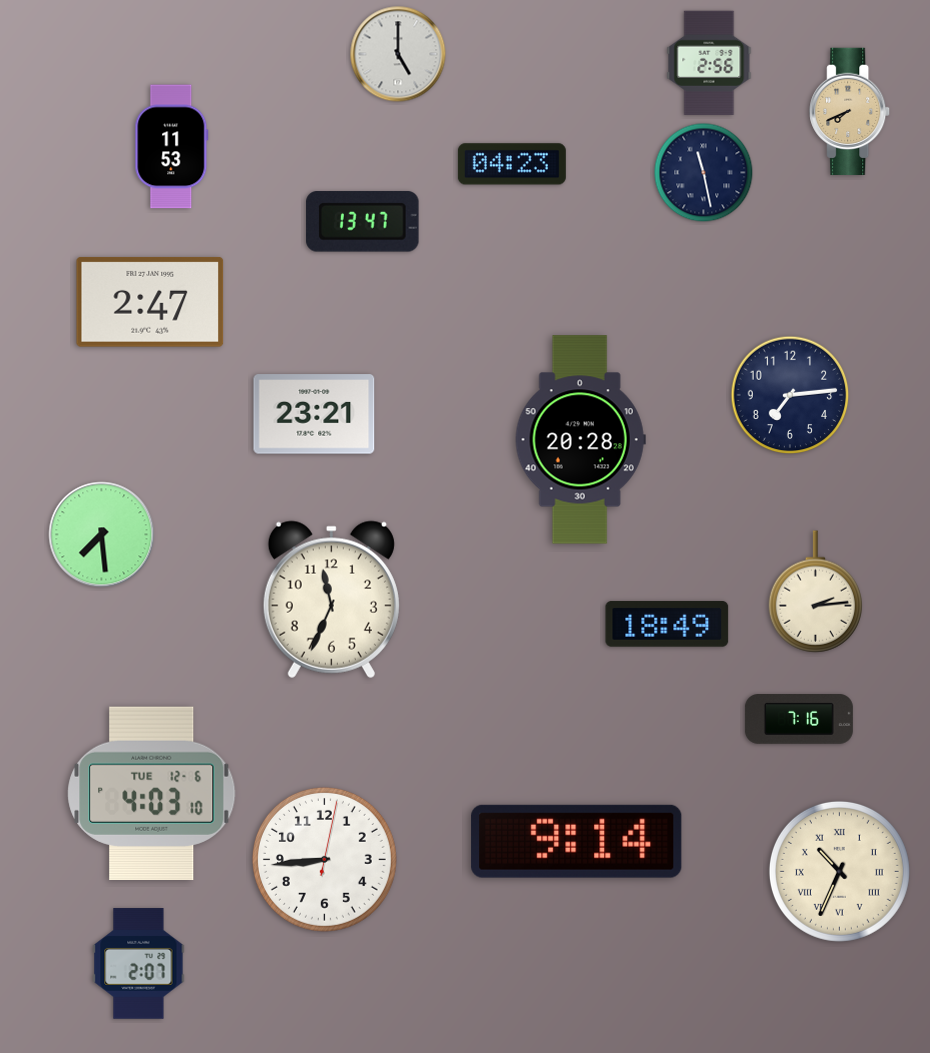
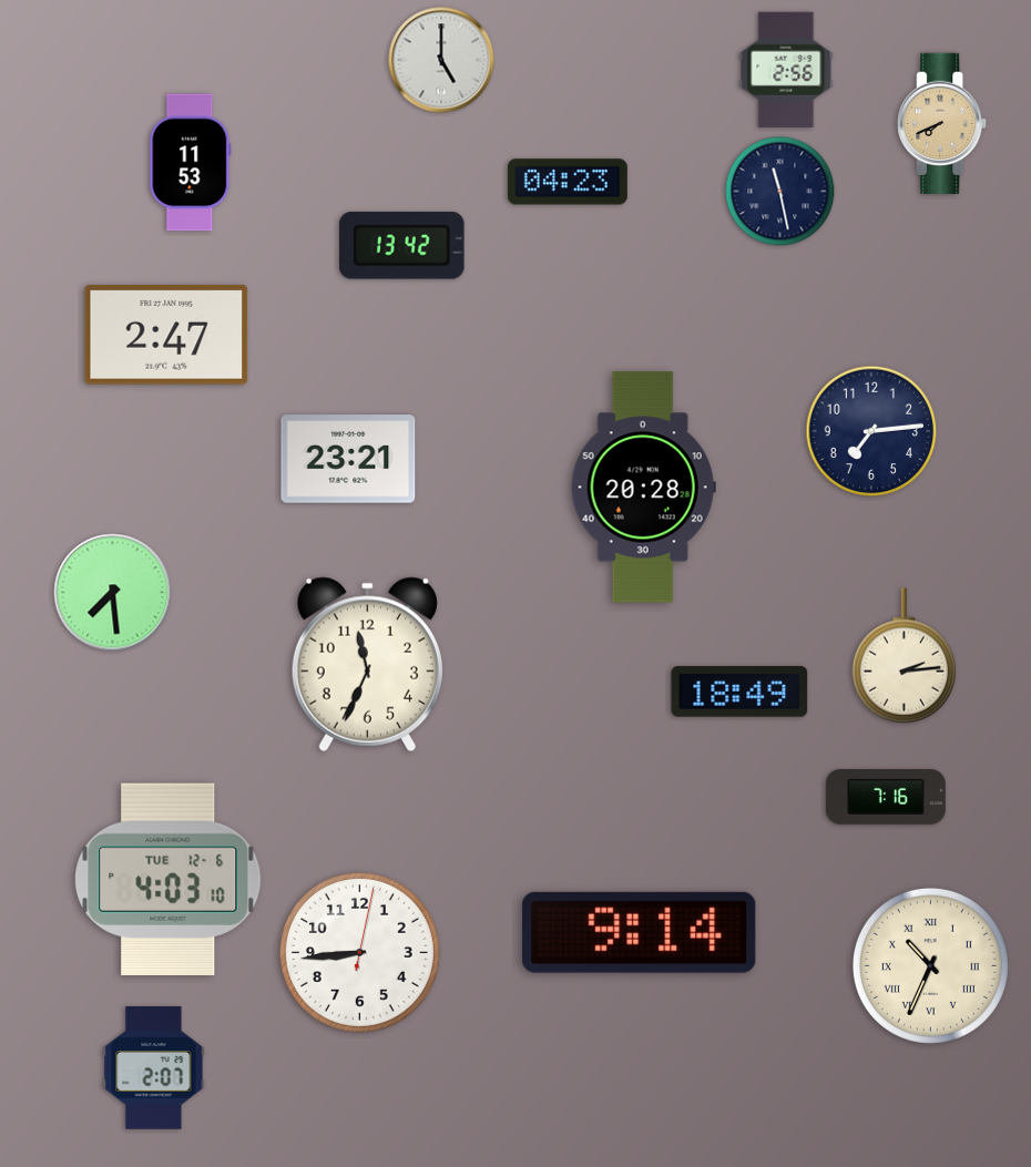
clock at (363, 222): 13:47 -> 13:42
clock at (790, 395) position: (790, 395) -> (871, 431)
